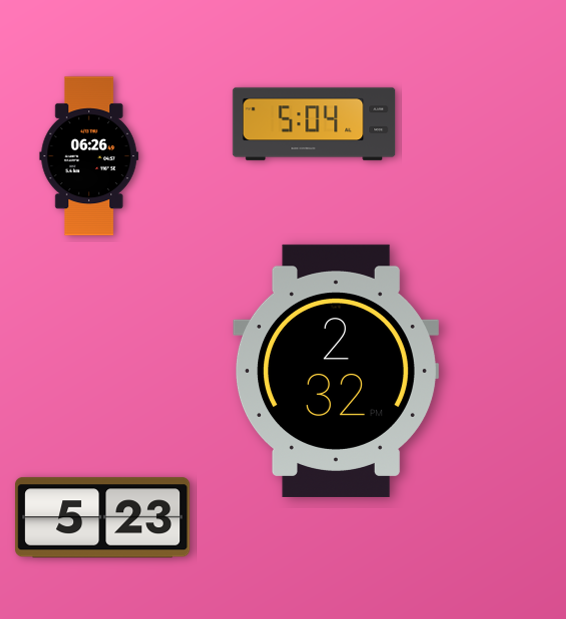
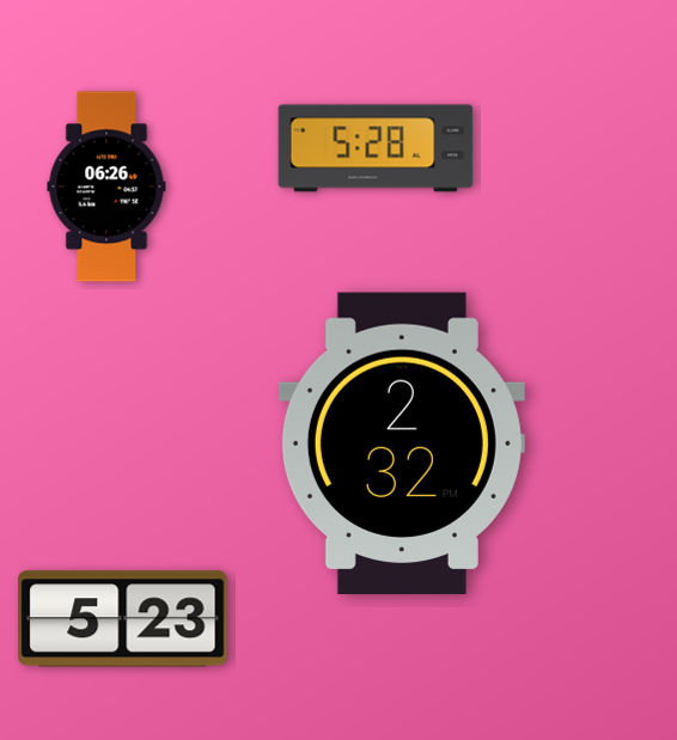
clock at (314, 124): 5:04 -> 5:28
